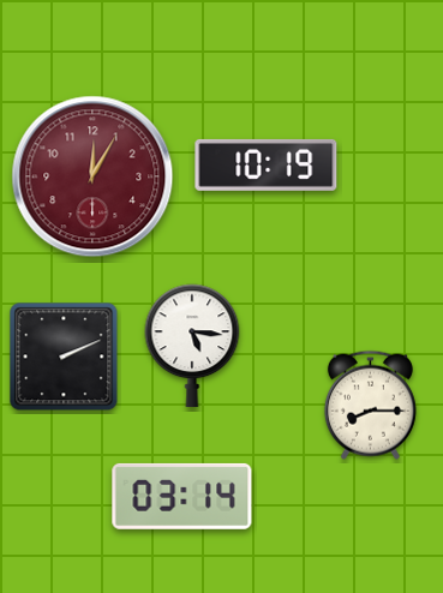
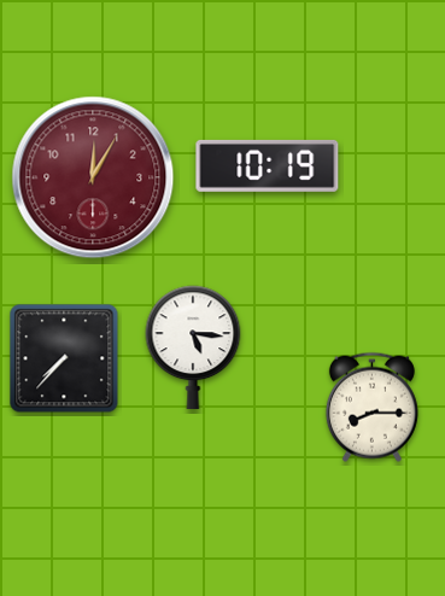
clock at (64, 357): 2:11 -> 7:37
clock at (182, 496): 03:14 -> none
